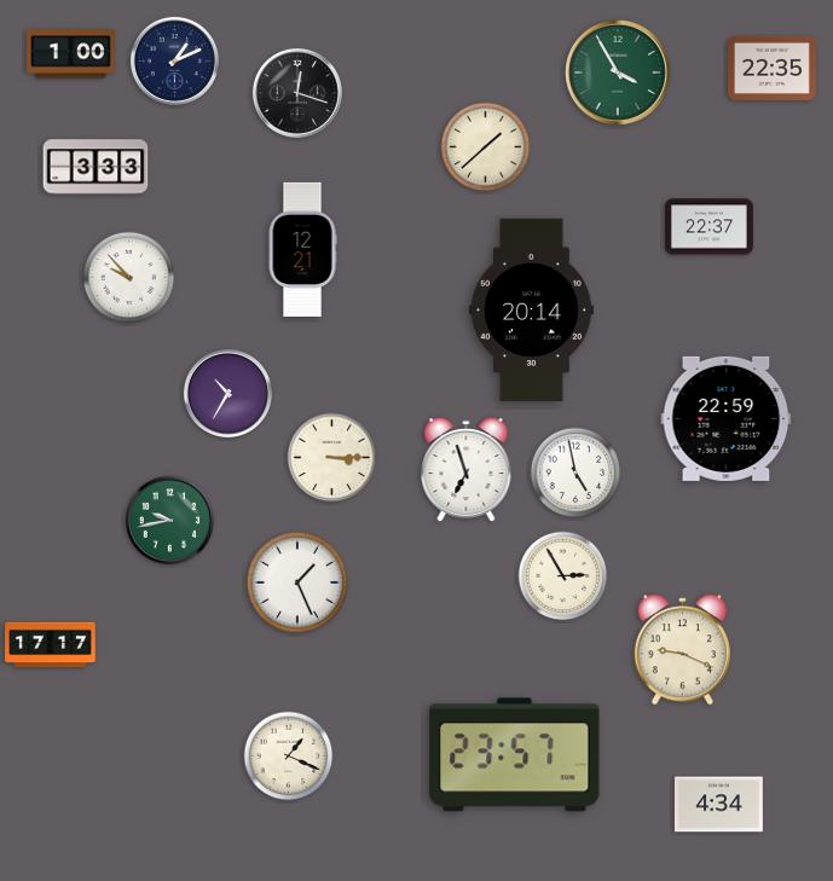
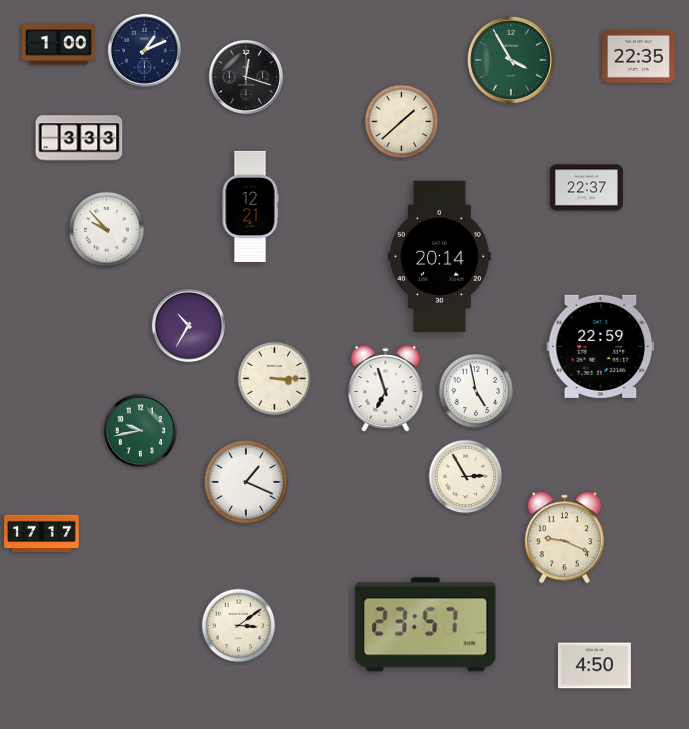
clock at (297, 582): 1:26 -> 1:19
clock at (289, 757): 1:19 -> 3:09
clock at (718, 805): 4:34 -> 4:50
